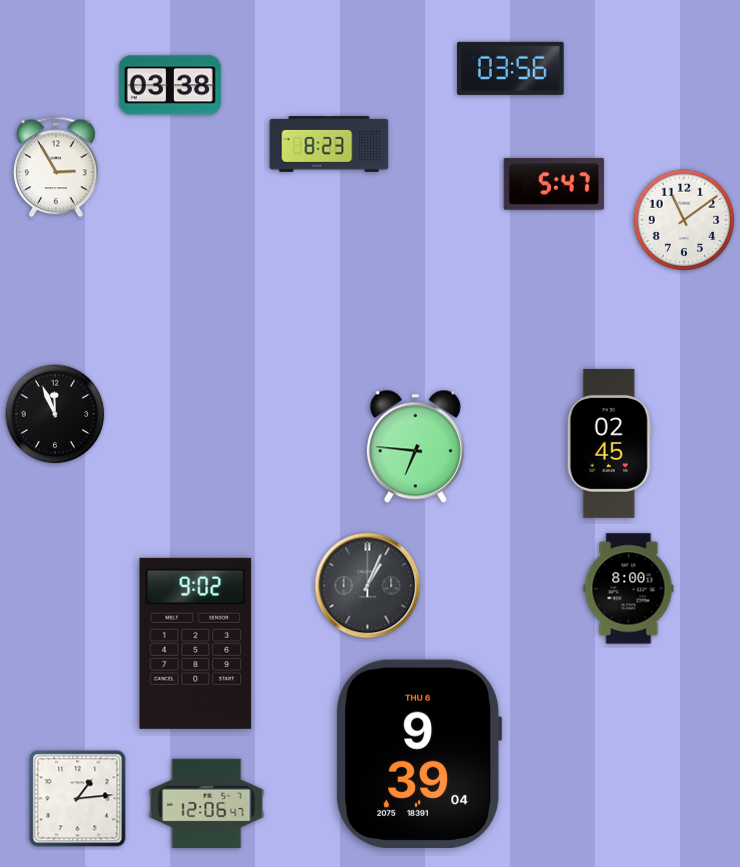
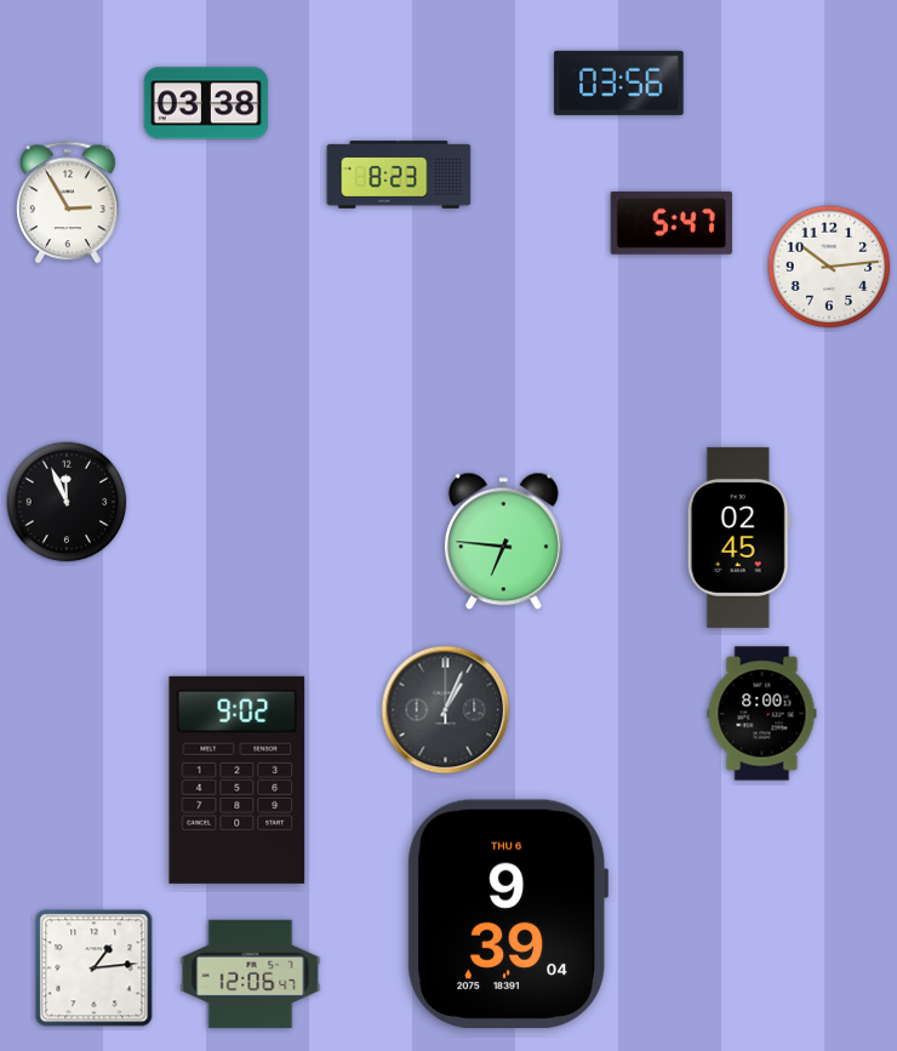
clock at (684, 220): 11:09 -> 10:14
